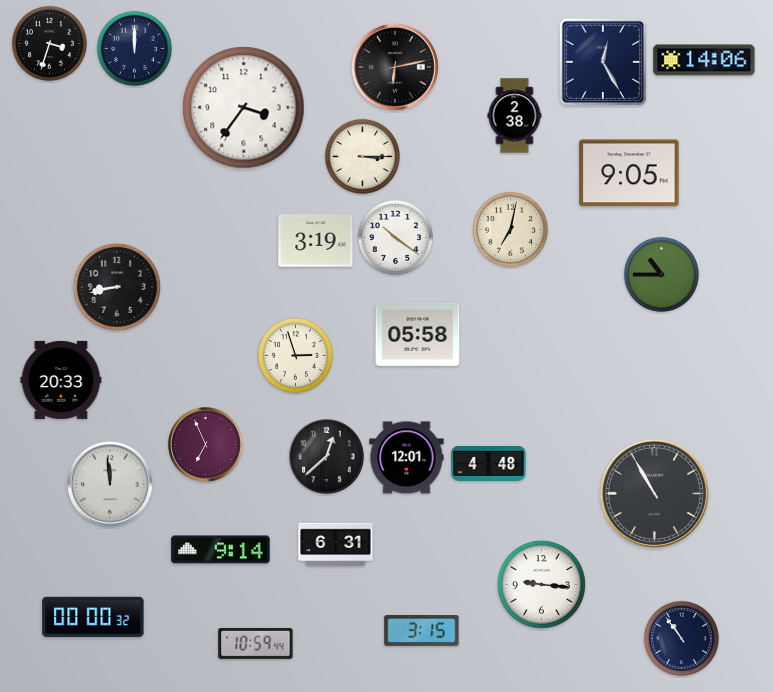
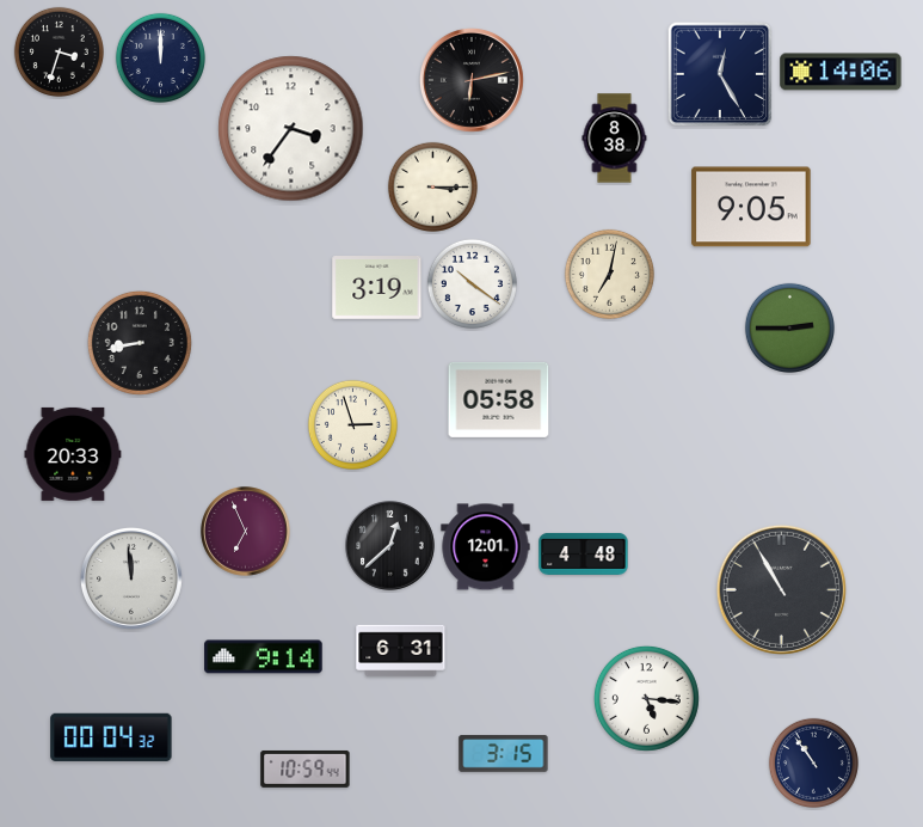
clock at (515, 116): 2:38 -> 8:38
clock at (661, 274): 10:45 -> 2:45
clock at (541, 584): 9:16 -> 5:16
clock at (93, 617): 00:00 -> 00:04
